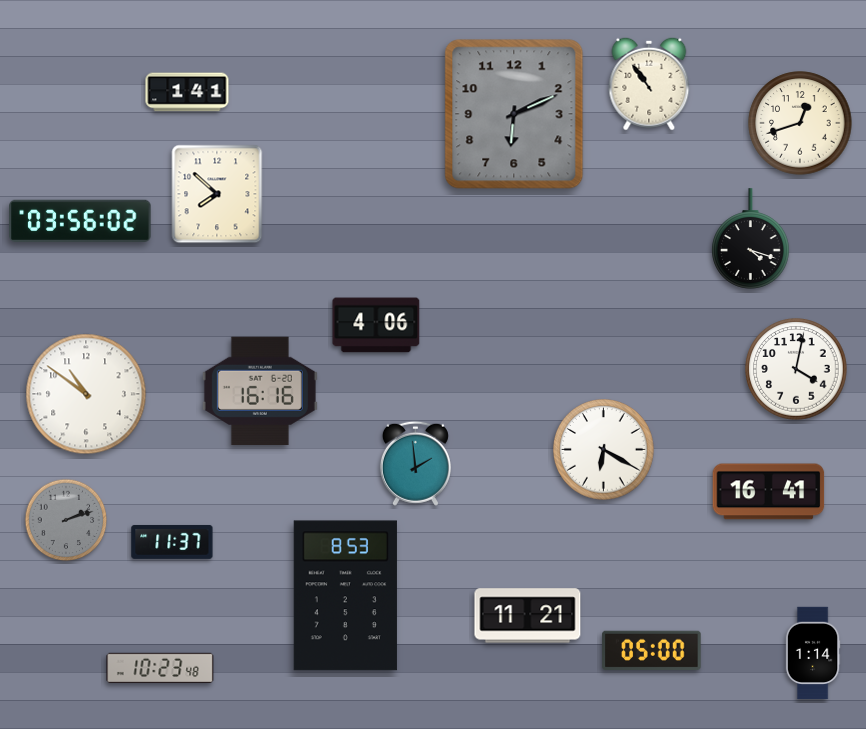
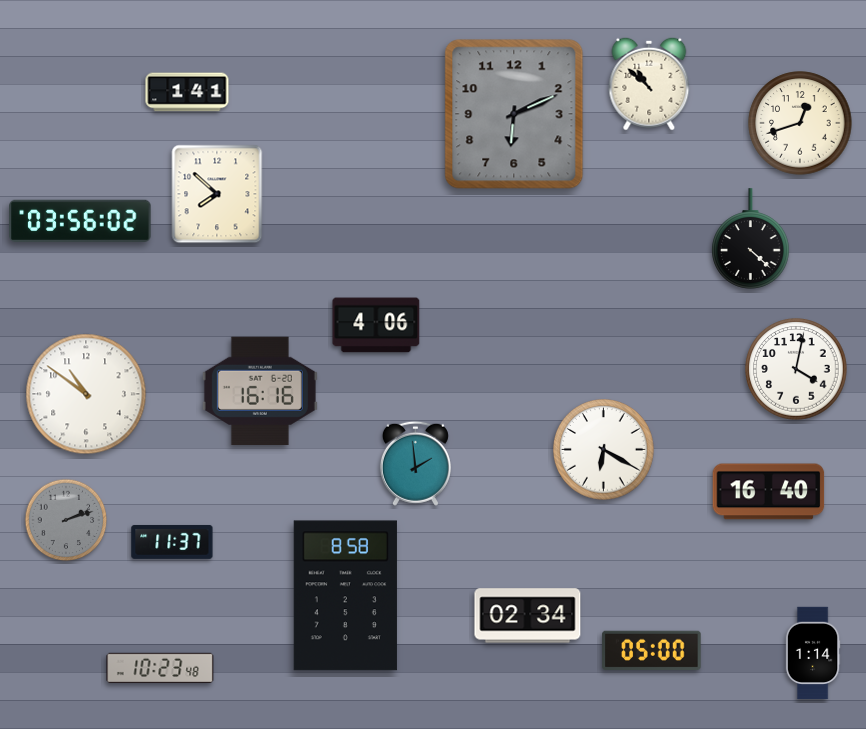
clock at (649, 84): 10:54 -> 10:52
clock at (751, 239): 4:18 -> 4:22
clock at (769, 492): 16:41 -> 16:40
clock at (345, 596): 8:53 -> 8:58
clock at (528, 616): 11:21 -> 02:34
